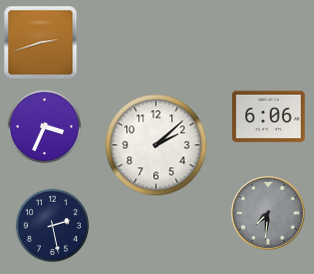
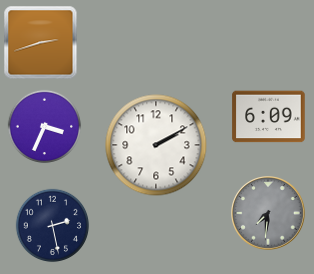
clock at (269, 117): 6:06 -> 6:09
clock at (156, 145): 2:08 -> 2:10
